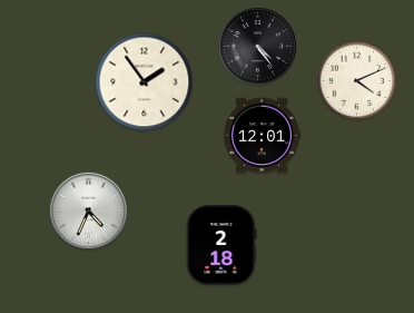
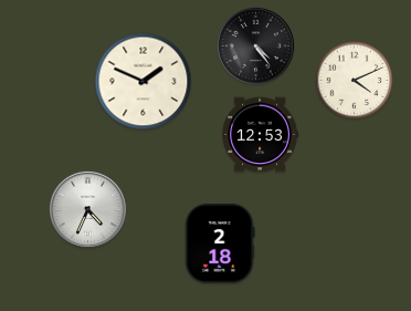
clock at (145, 82): 1:54 -> 1:49
clock at (262, 136): 12:01 -> 12:53
